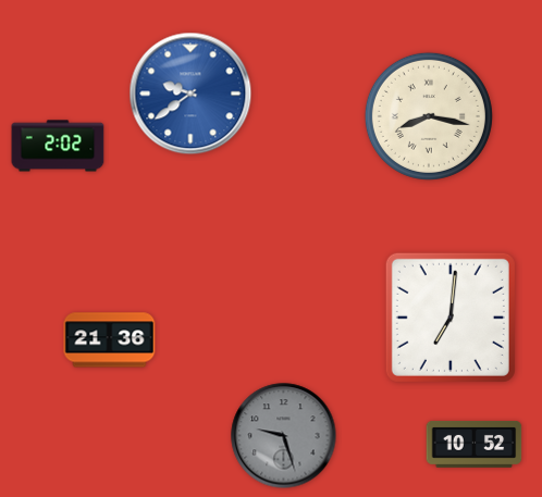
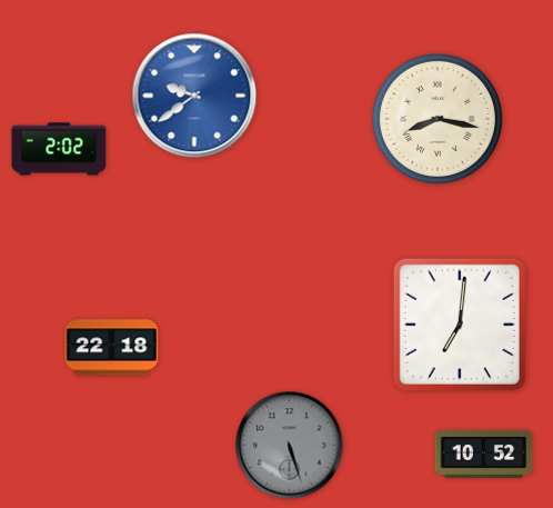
clock at (110, 340): 21:36 -> 22:18
clock at (284, 436): 9:27 -> 5:27
